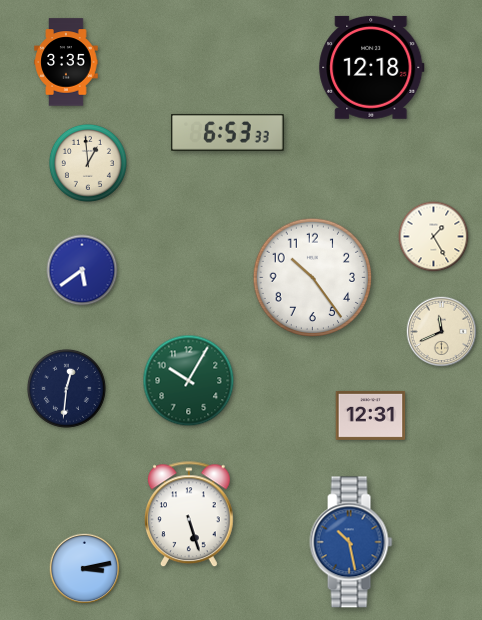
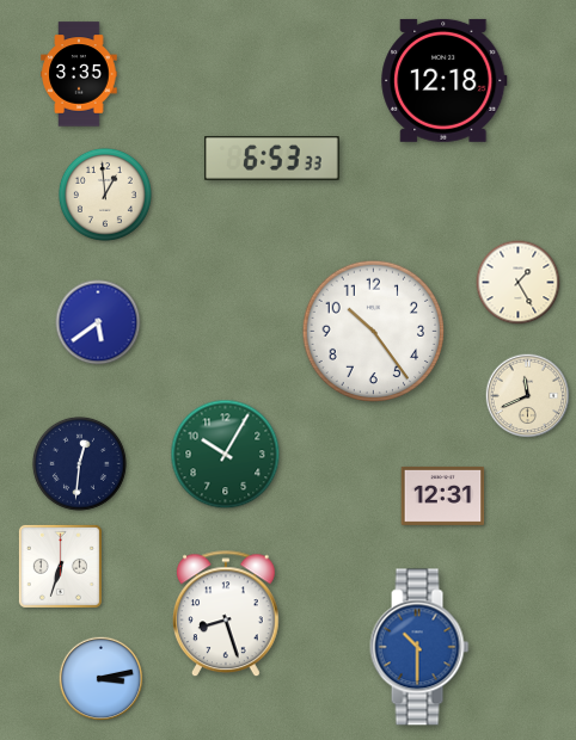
clock at (60, 566): none -> 6:33
clock at (190, 515): 5:27 -> 8:27
clock at (351, 542): 10:28 -> 10:30
